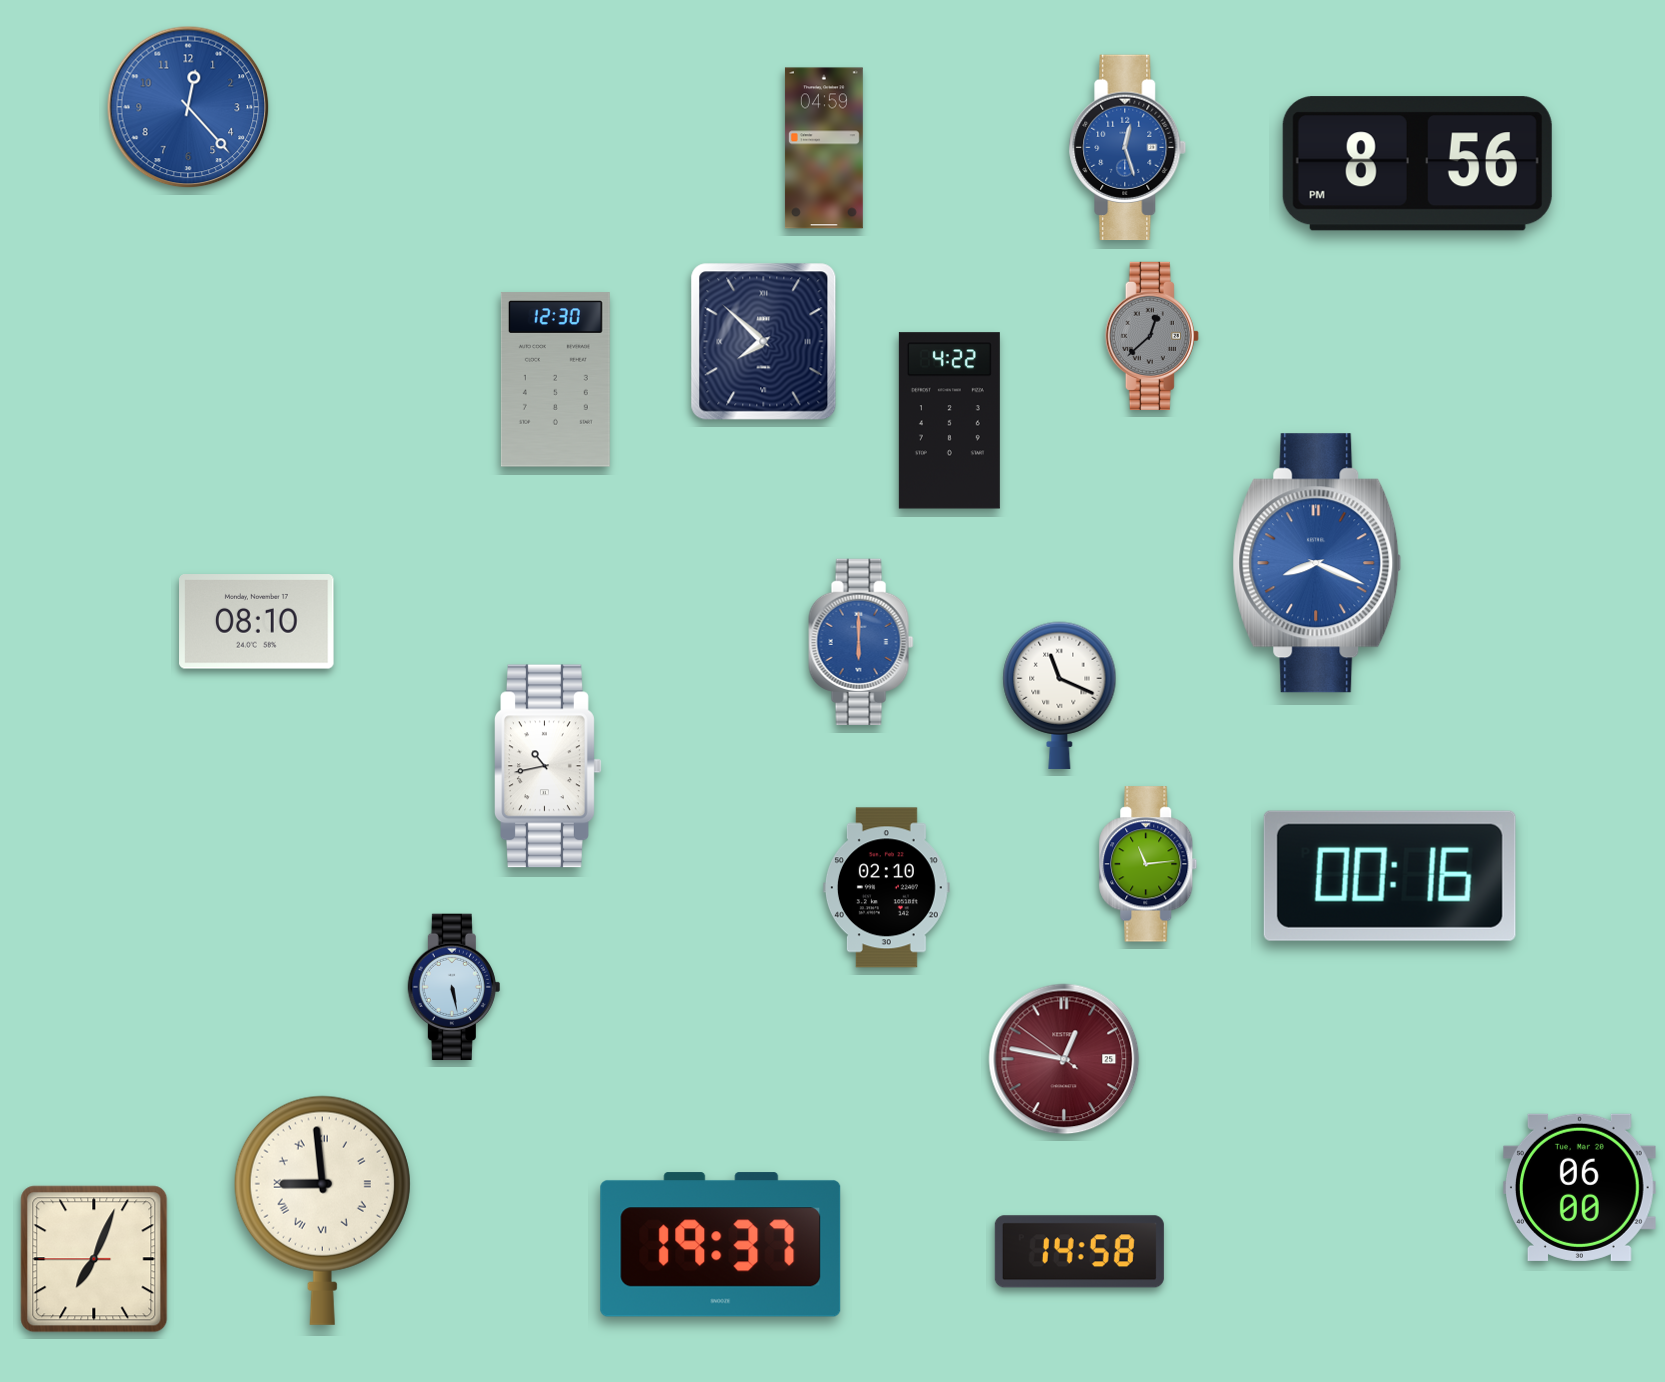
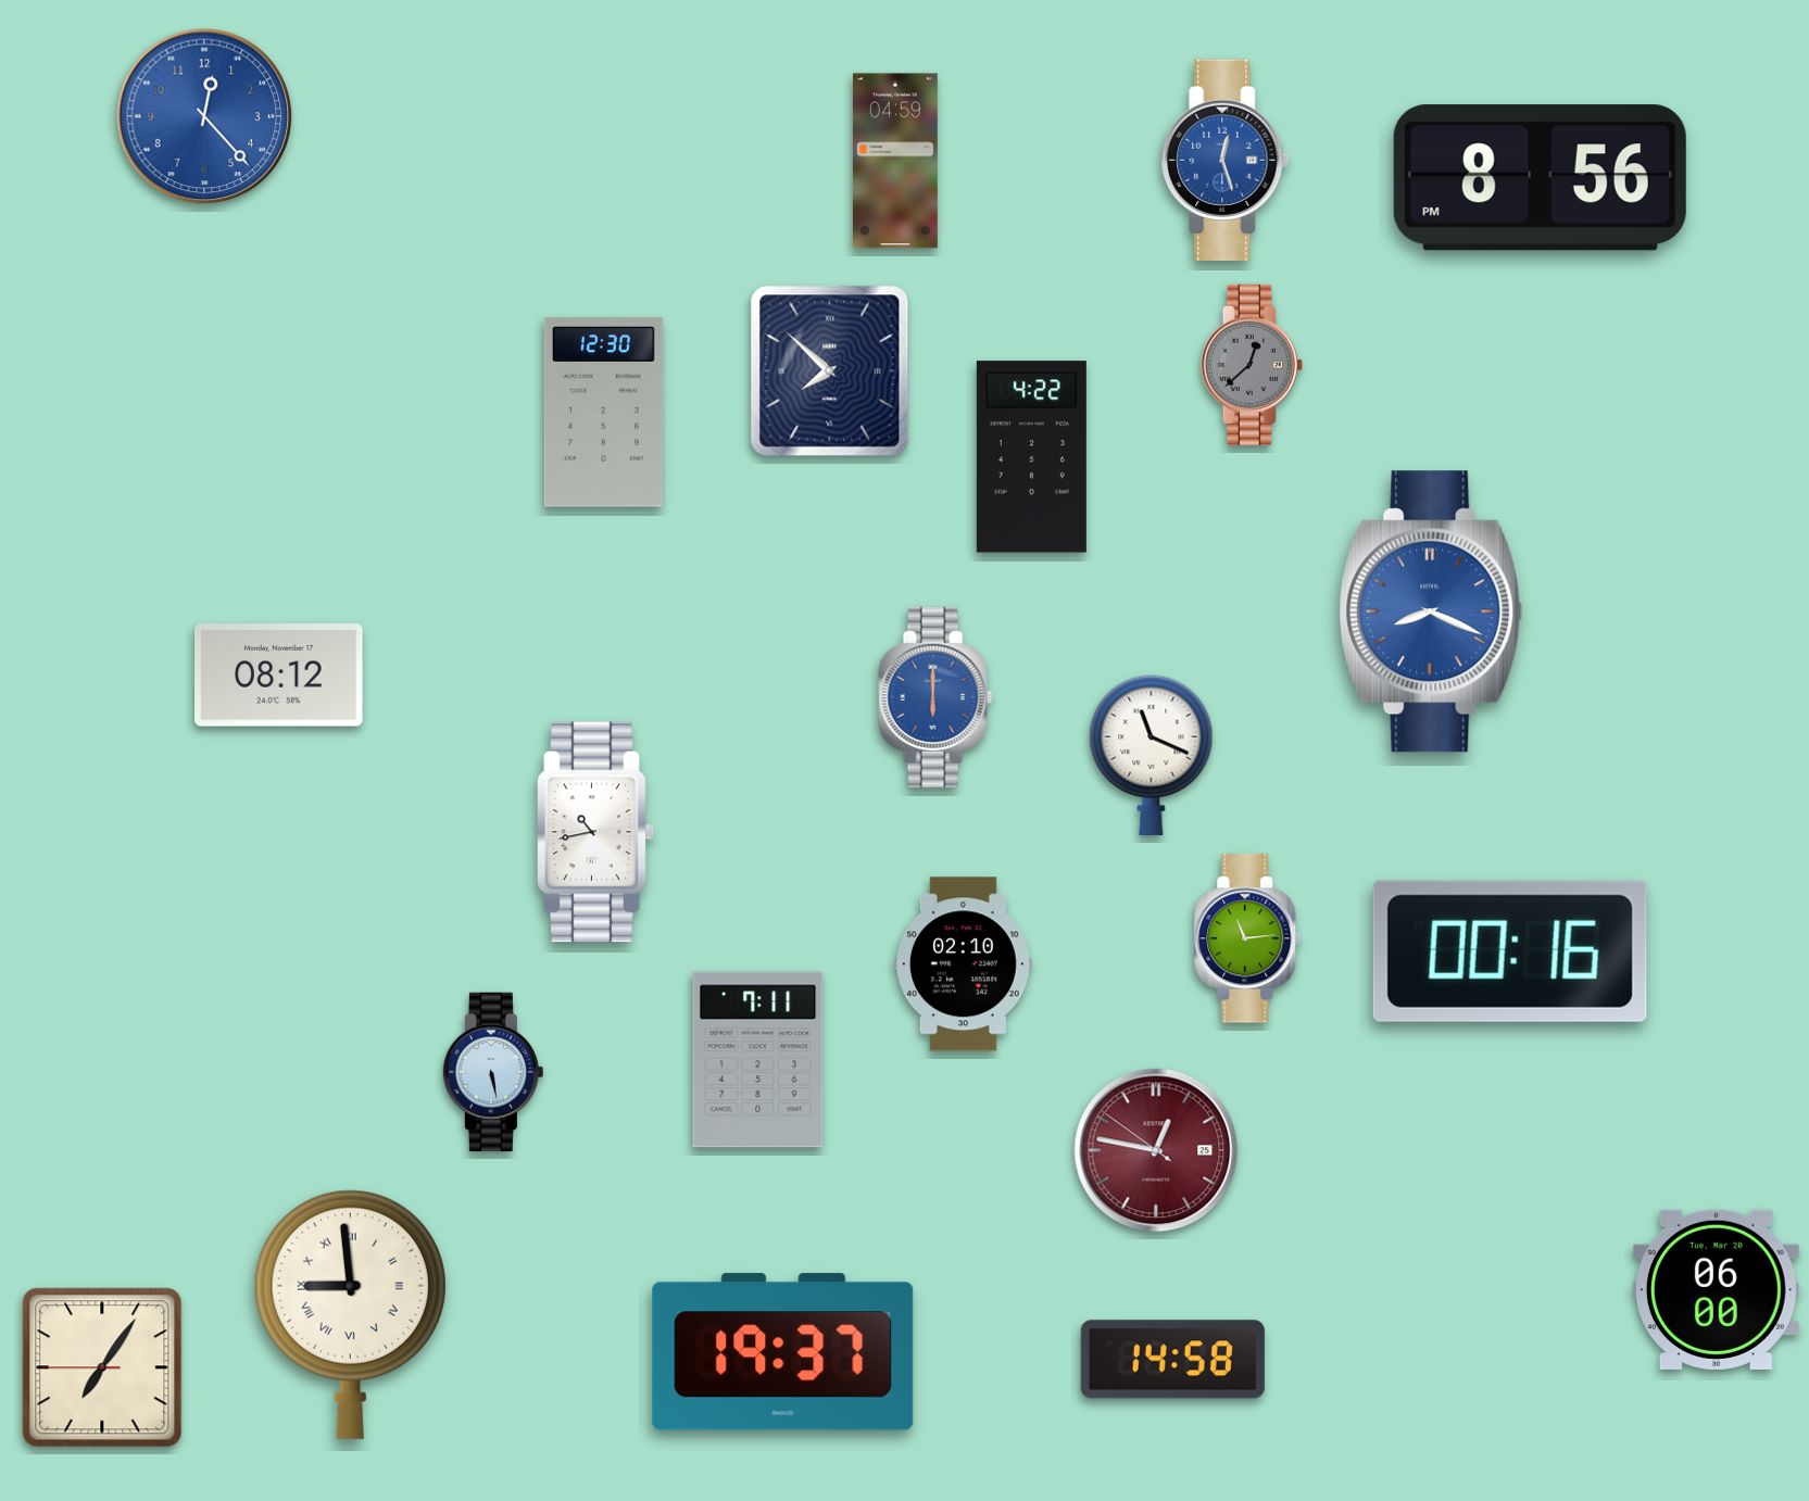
clock at (257, 622): 08:10 -> 08:12
clock at (758, 1060): none -> 7:11
clock at (94, 1259): 7:03 -> 7:05
